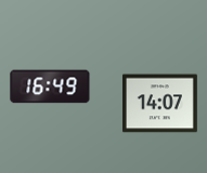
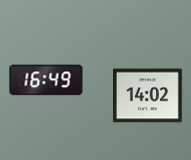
clock at (160, 104): 14:07 -> 14:02
